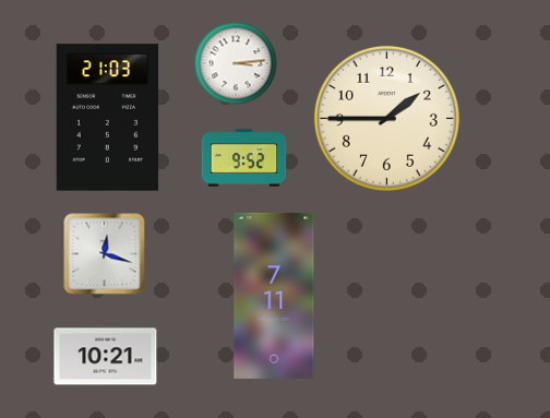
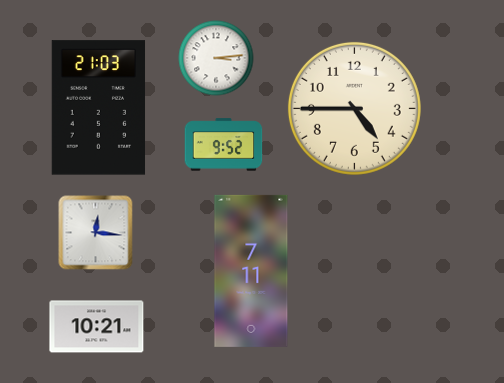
clock at (386, 118): 1:45 -> 4:45
clock at (105, 254): 12:18 -> 12:16
